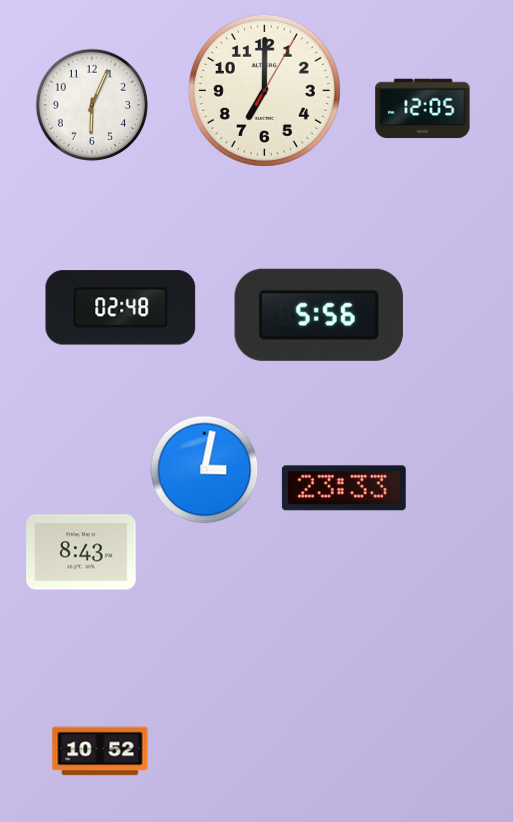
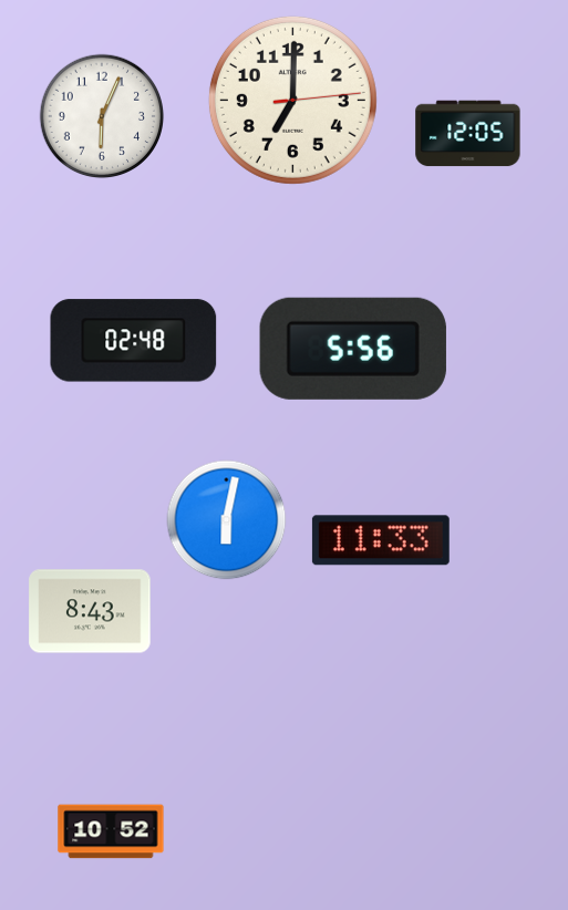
clock at (264, 90): 7:00:05 -> 7:00:14
clock at (423, 109) position: (423, 109) -> (468, 134)
clock at (205, 470): 3:02 -> 6:02
clock at (344, 488): 23:33 -> 11:33
